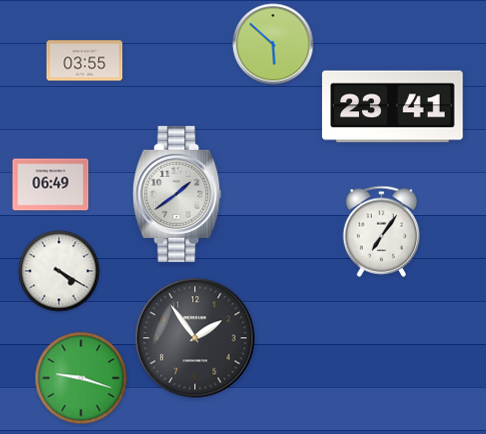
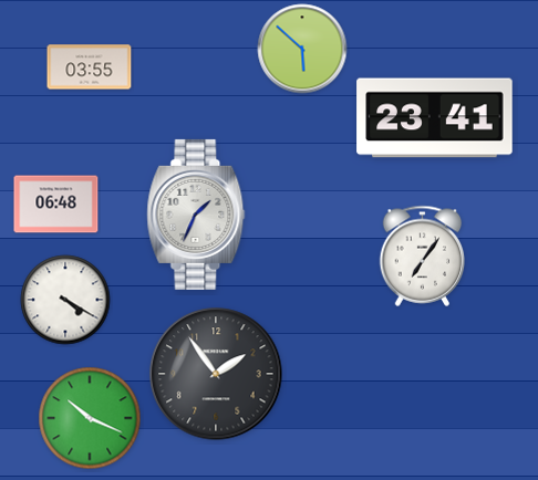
clock at (85, 61) position: (85, 61) -> (90, 67)
clock at (51, 185): 06:49 -> 06:48
clock at (177, 194): 1:39 -> 1:34
clock at (81, 378): 9:18 -> 10:19
